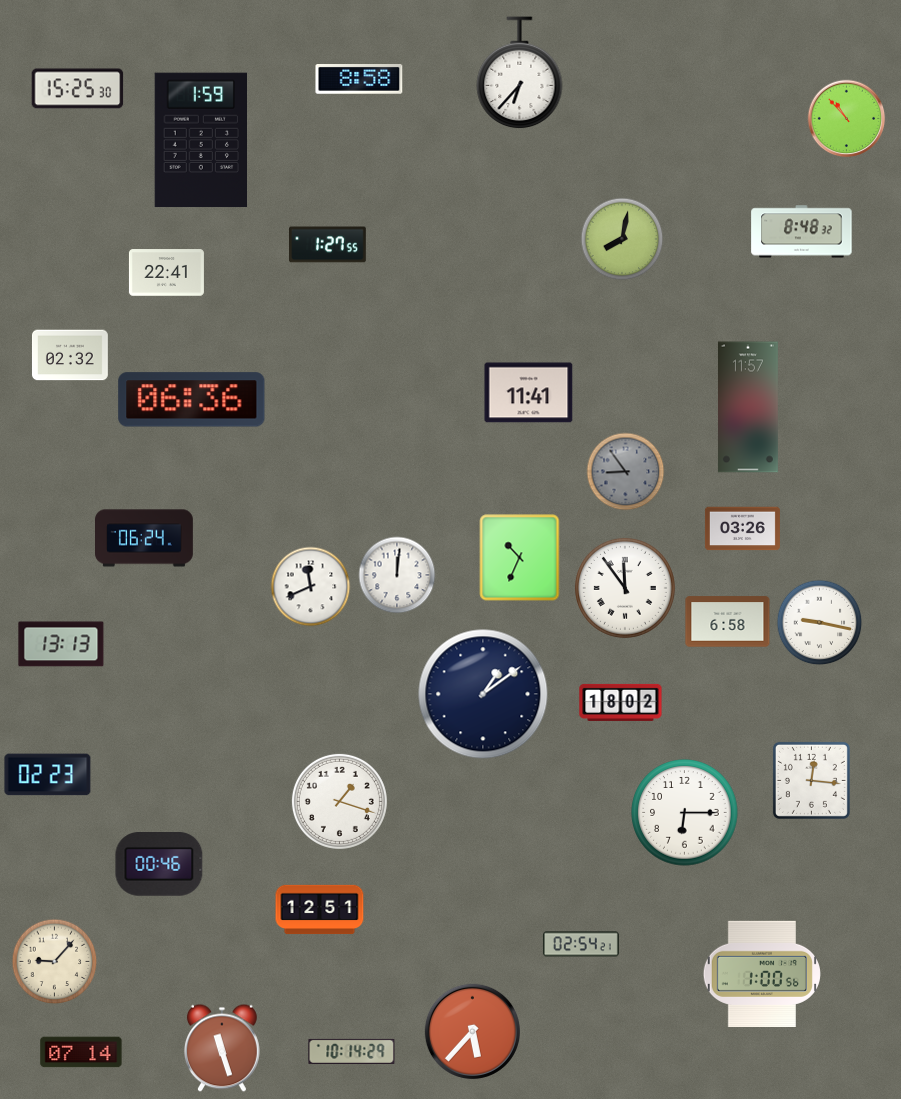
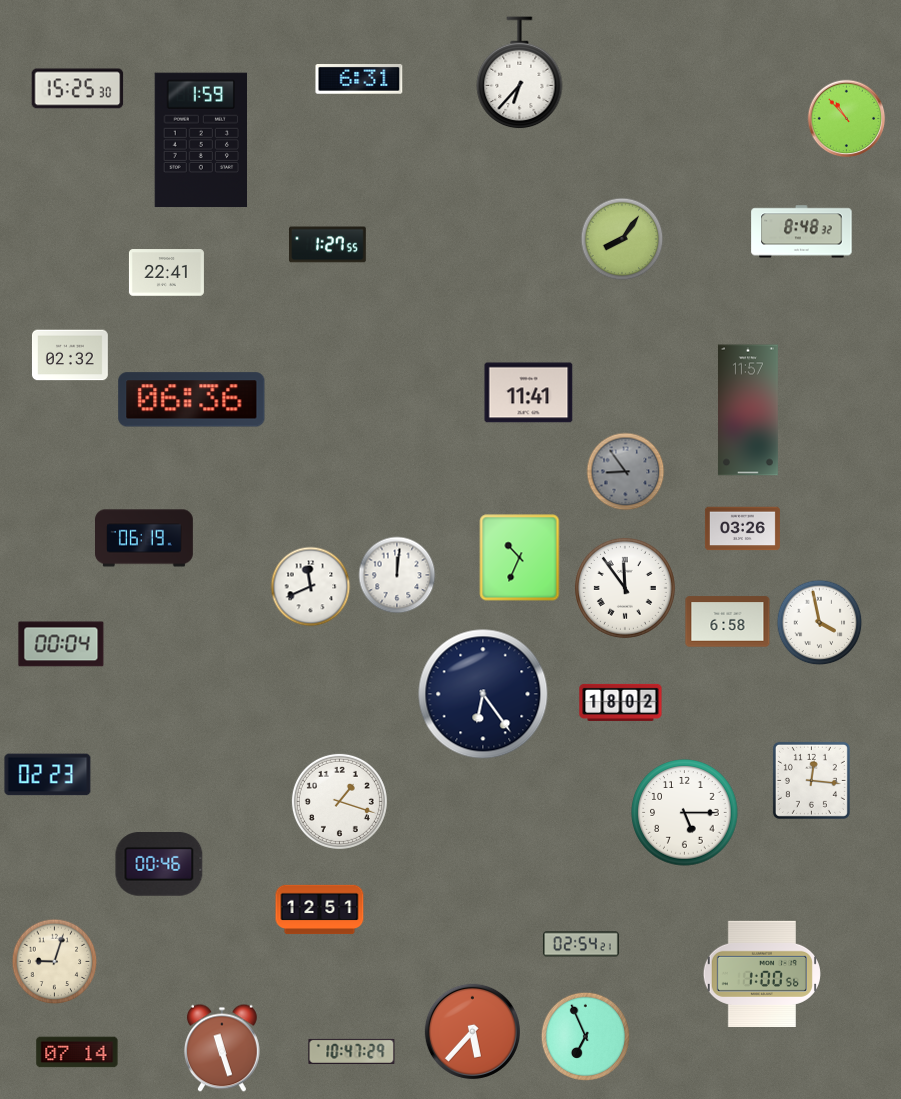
clock at (359, 80): 8:58 -> 6:31
clock at (622, 239): 8:02 -> 8:06
clock at (748, 407) position: (748, 407) -> (748, 410)
clock at (145, 538): 06:24 -> 06:19
clock at (820, 623): 9:17 -> 3:58
clock at (61, 644): 13:13 -> 00:04
clock at (483, 694): 1:09 -> 6:24
clock at (685, 813): 6:15 -> 5:15
clock at (55, 962): 9:07 -> 9:03
clock at (586, 1037): none -> 6:56
clock at (352, 1051): 10:14 -> 10:47
clock at (81, 1052) position: (81, 1052) -> (77, 1052)
